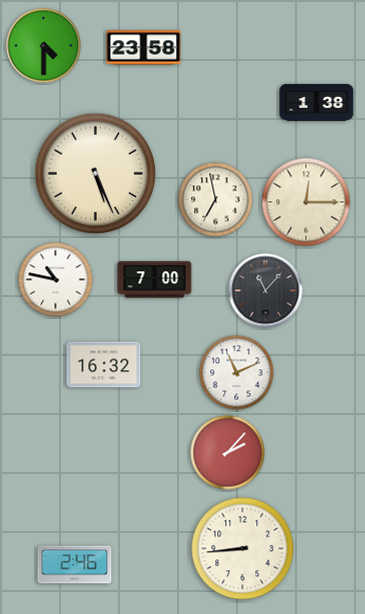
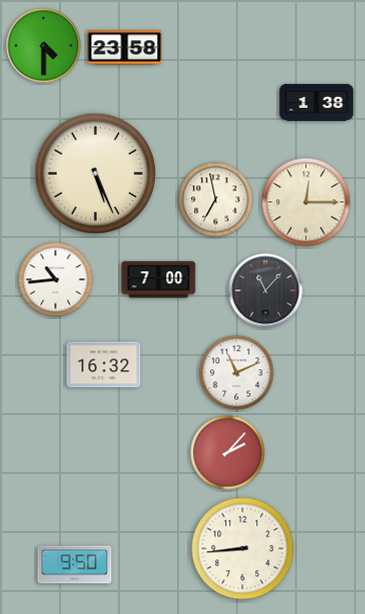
clock at (144, 48) position: (144, 48) -> (125, 48)
clock at (56, 280): 10:47 -> 10:44
clock at (155, 280) position: (155, 280) -> (159, 280)
clock at (75, 565): 2:46 -> 9:50
